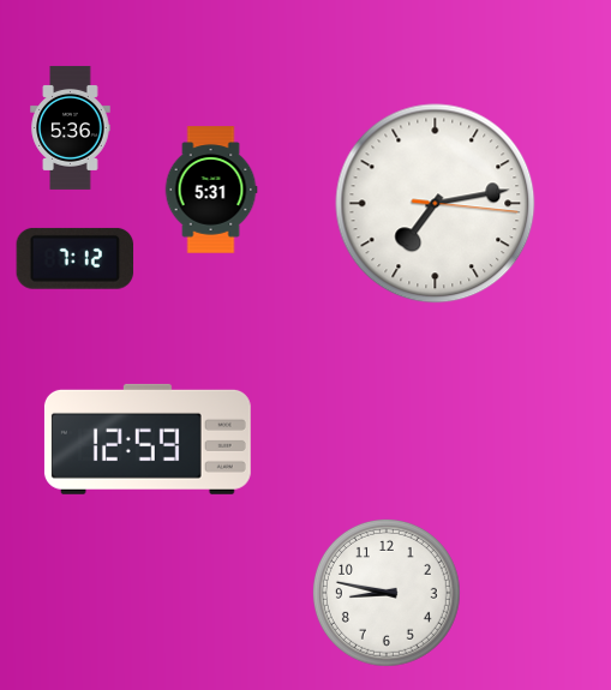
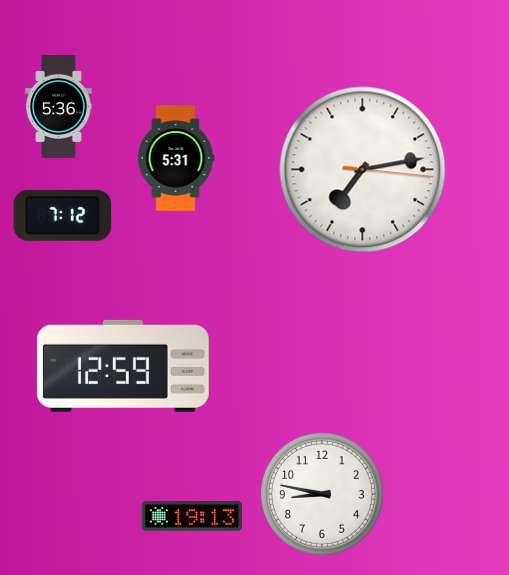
clock at (192, 516): none -> 19:13
